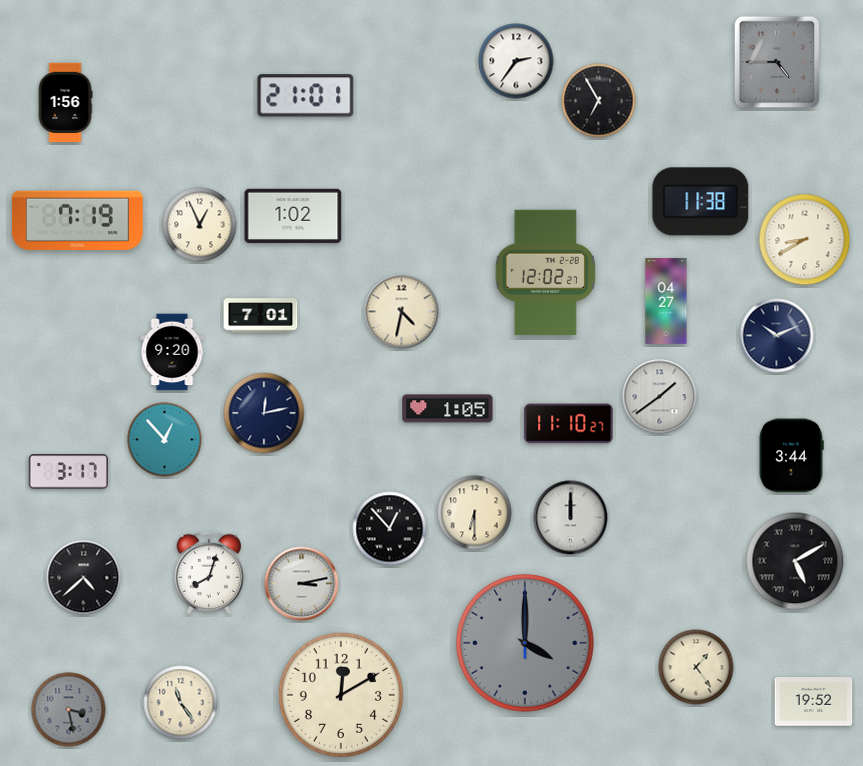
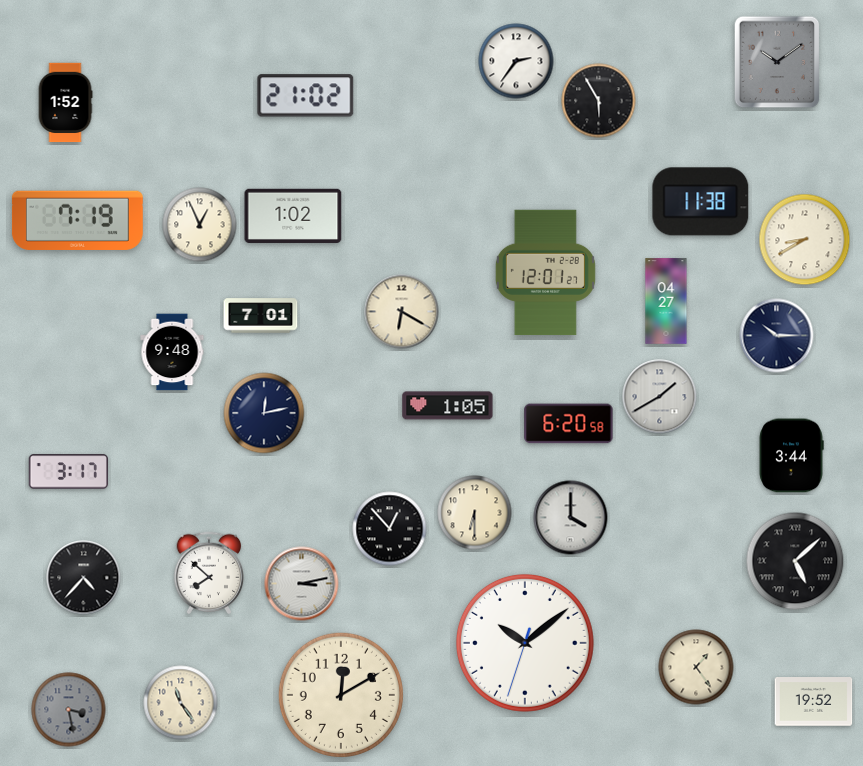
clock at (777, 62): 4:45 -> 10:09
clock at (306, 96): 21:01 -> 21:02
clock at (599, 101): 6:55 -> 5:55
clock at (65, 103): 1:56 -> 1:52
clock at (545, 273): 12:02 -> 12:01
clock at (402, 312): 4:32 -> 6:20
clock at (777, 336): 10:11 -> 10:15
clock at (172, 352): 9:20 -> 9:48
clock at (660, 397): 1:39 -> 1:40
clock at (448, 409) position: (448, 409) -> (448, 406)
clock at (569, 424): 11:10 -> 6:20
clock at (165, 440): 12:53 -> none
clock at (571, 518): 12:00 -> 4:00
clock at (795, 561): 5:10 -> 5:08
clock at (209, 573): 8:03 -> 7:52
clock at (84, 578): 4:38 -> 4:37
clock at (525, 643): 4:00 -> 10:08
clock at (525, 643) dial: grey -> white
